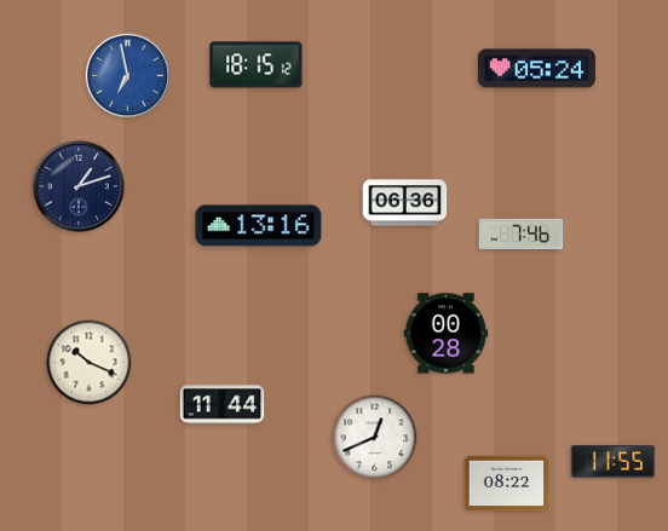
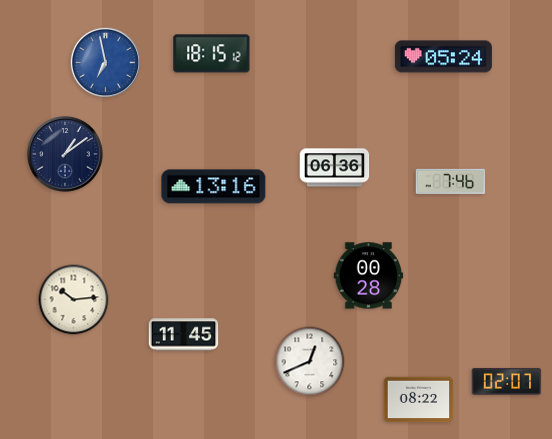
clock at (79, 186): 1:12 -> 1:09
clock at (522, 233) position: (522, 233) -> (451, 181)
clock at (90, 363): 10:19 -> 10:14
clock at (223, 405): 11:44 -> 11:45
clock at (614, 461): 11:55 -> 02:07
